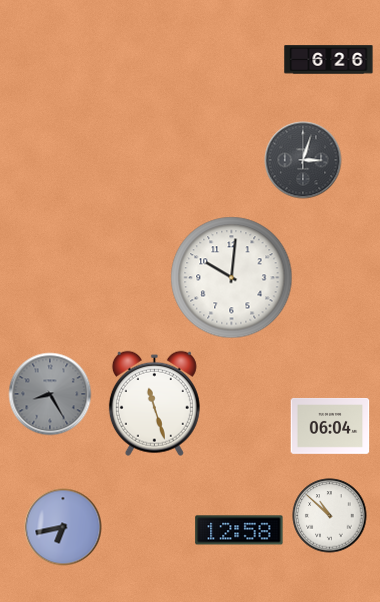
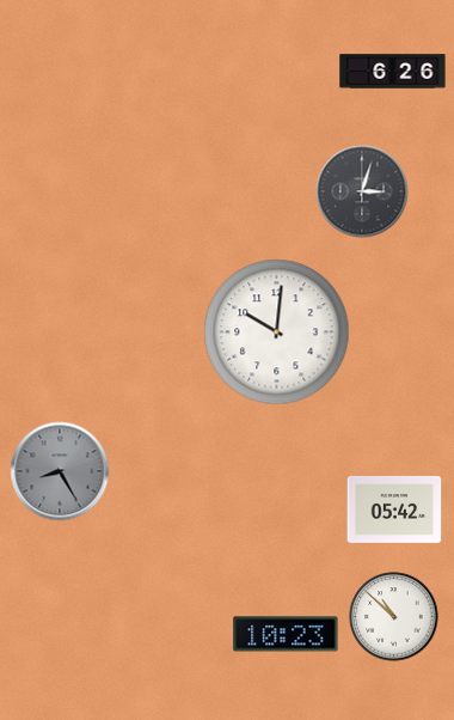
clock at (154, 403): 11:27 -> none
clock at (330, 426): 06:04 -> 05:42
clock at (63, 527): 6:43 -> none
clock at (239, 530): 12:58 -> 10:23
